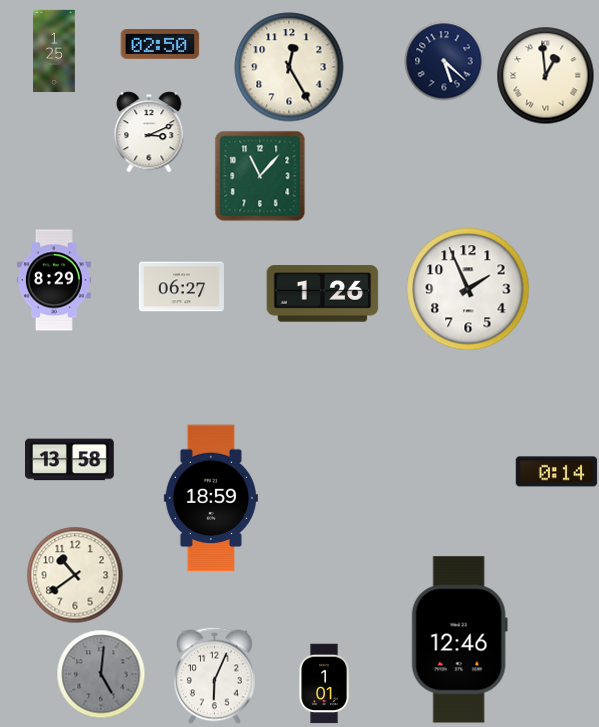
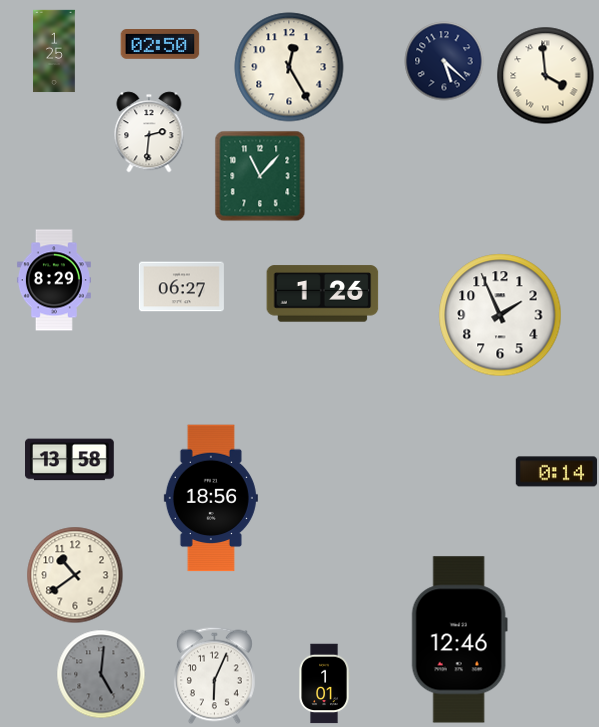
clock at (546, 76): 12:59 -> 3:59
clock at (149, 132): 3:11 -> 2:31
clock at (468, 289) position: (468, 289) -> (500, 315)
clock at (211, 498): 18:59 -> 18:56
